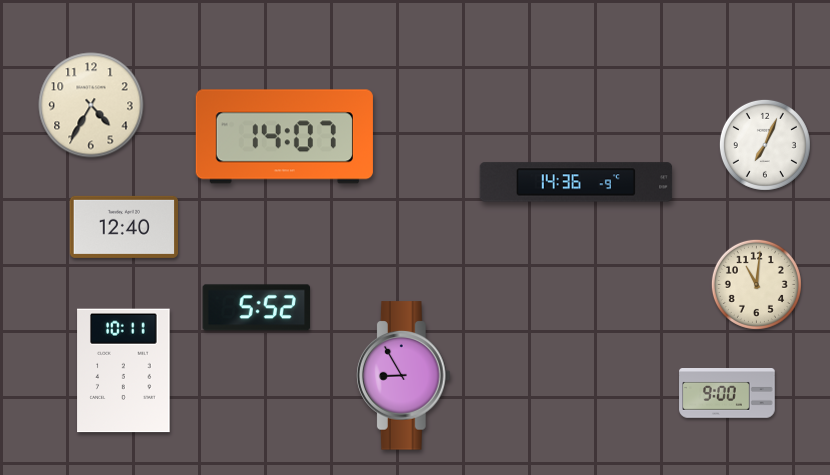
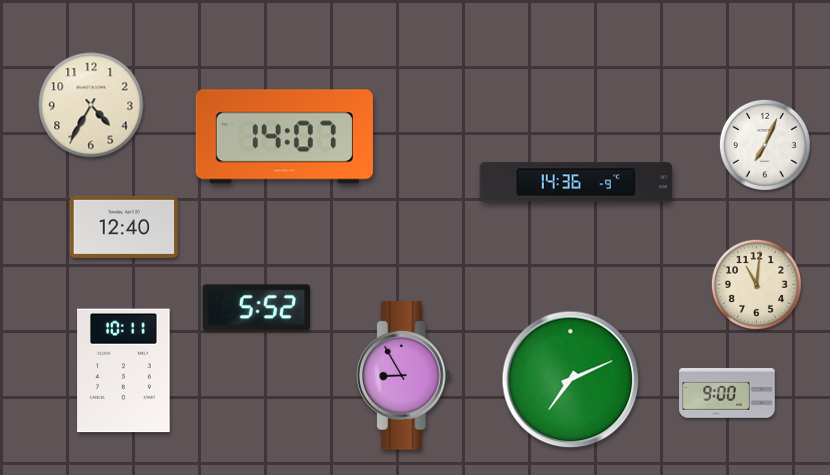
clock at (571, 380): none -> 7:11
